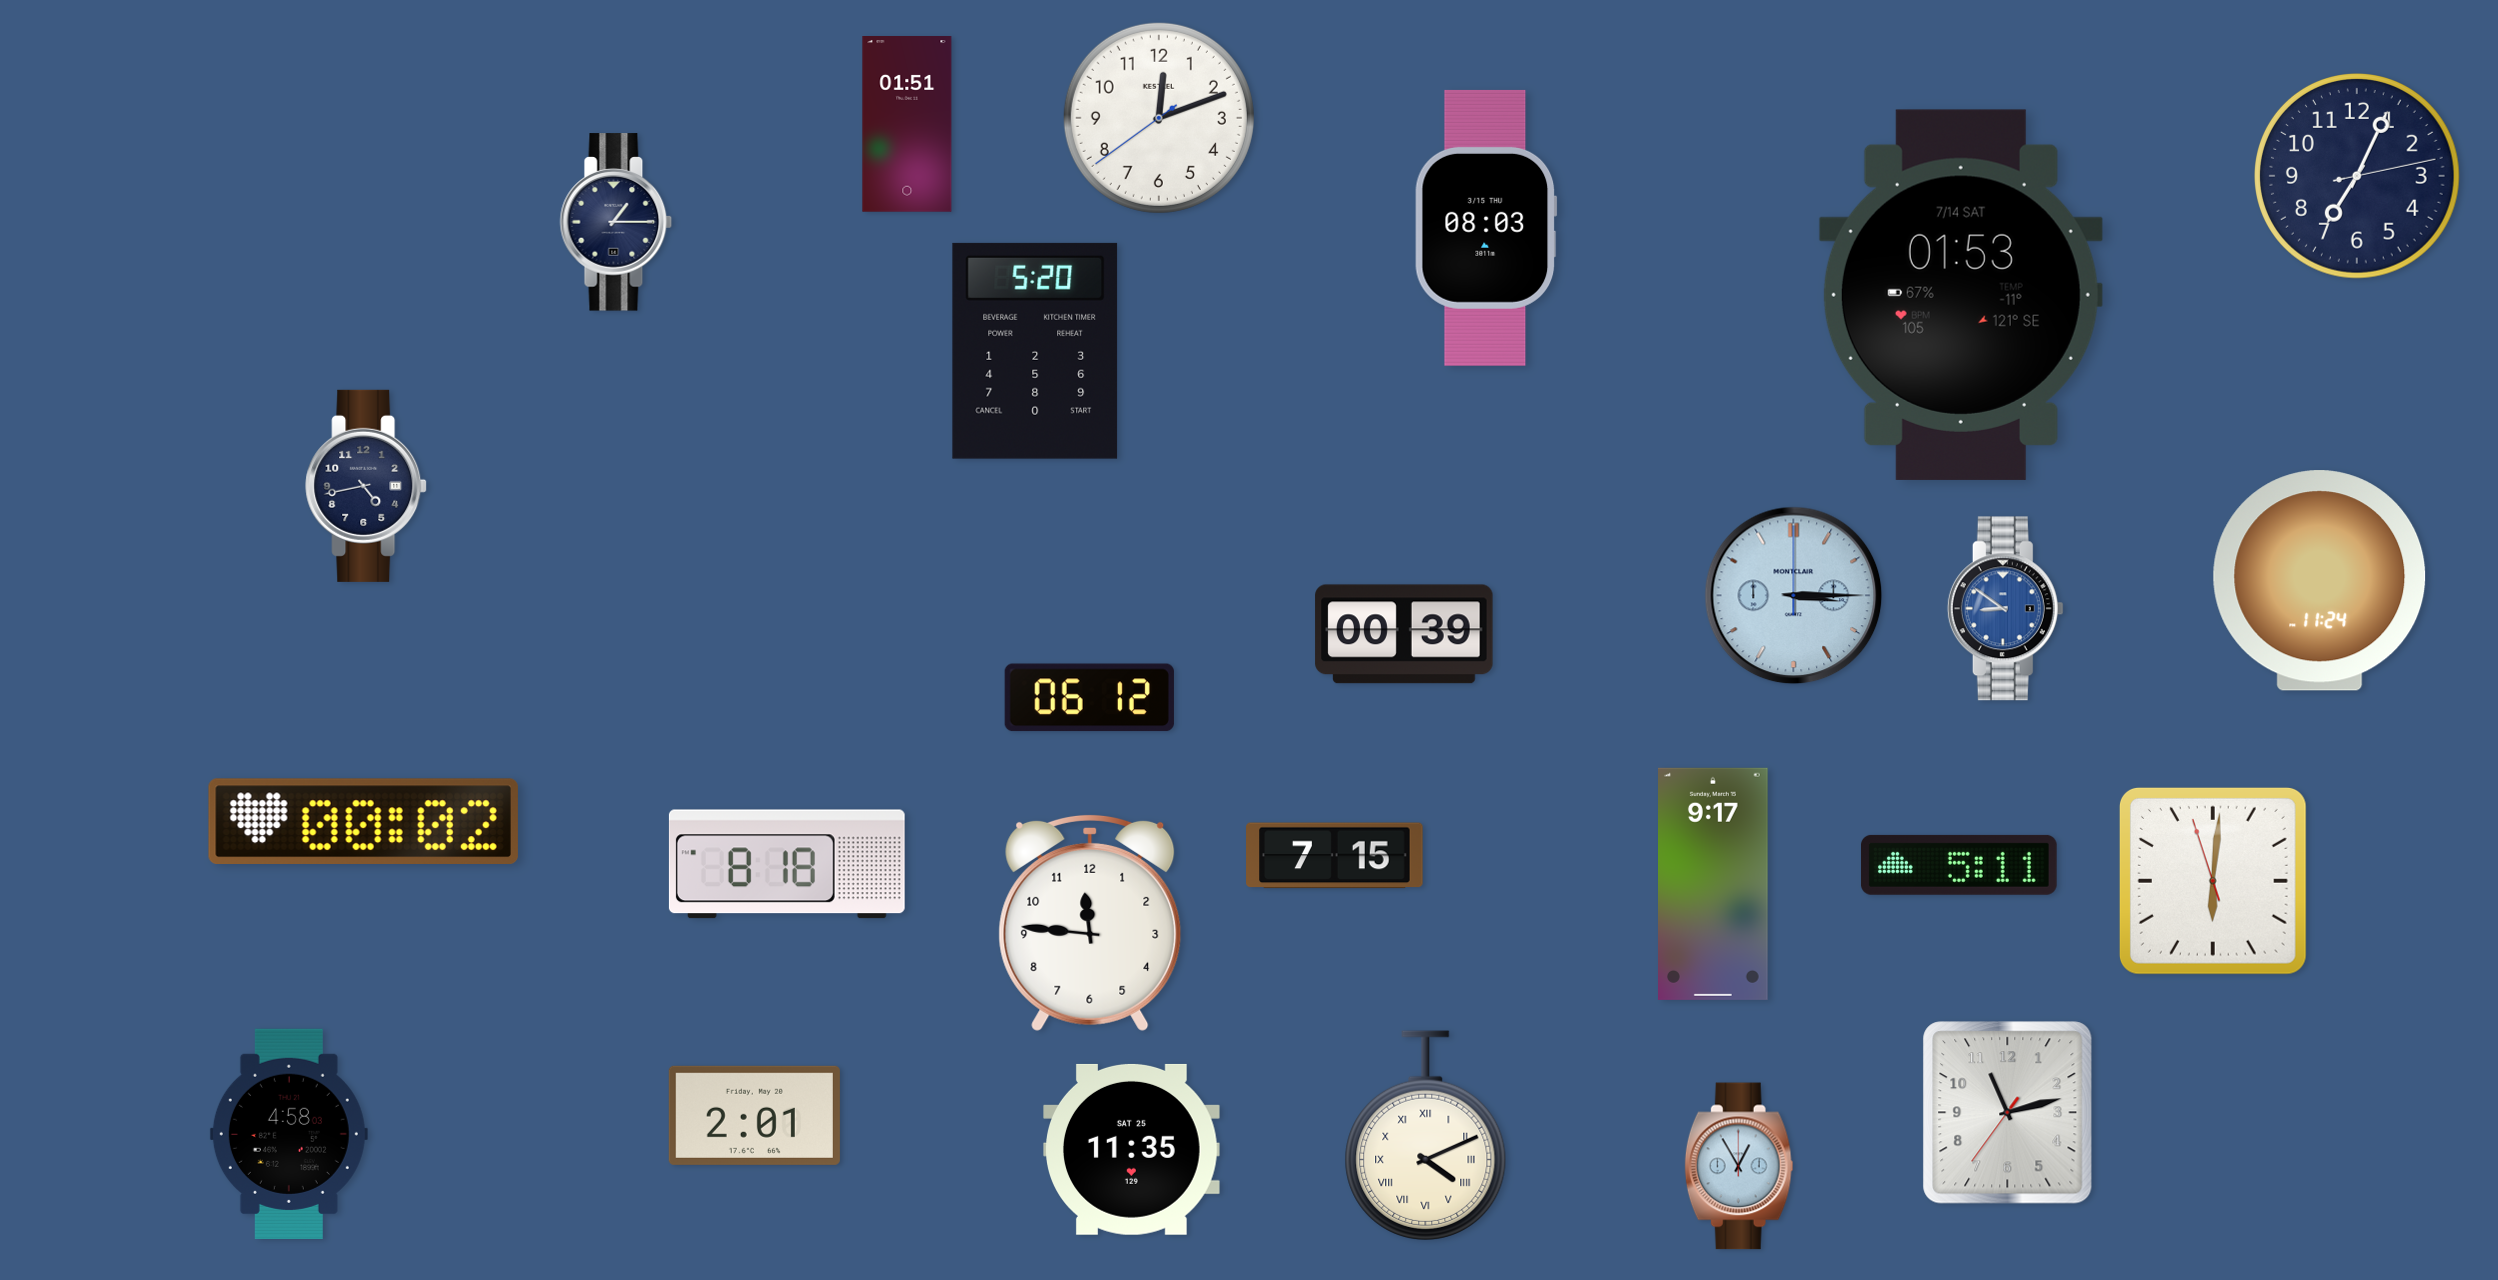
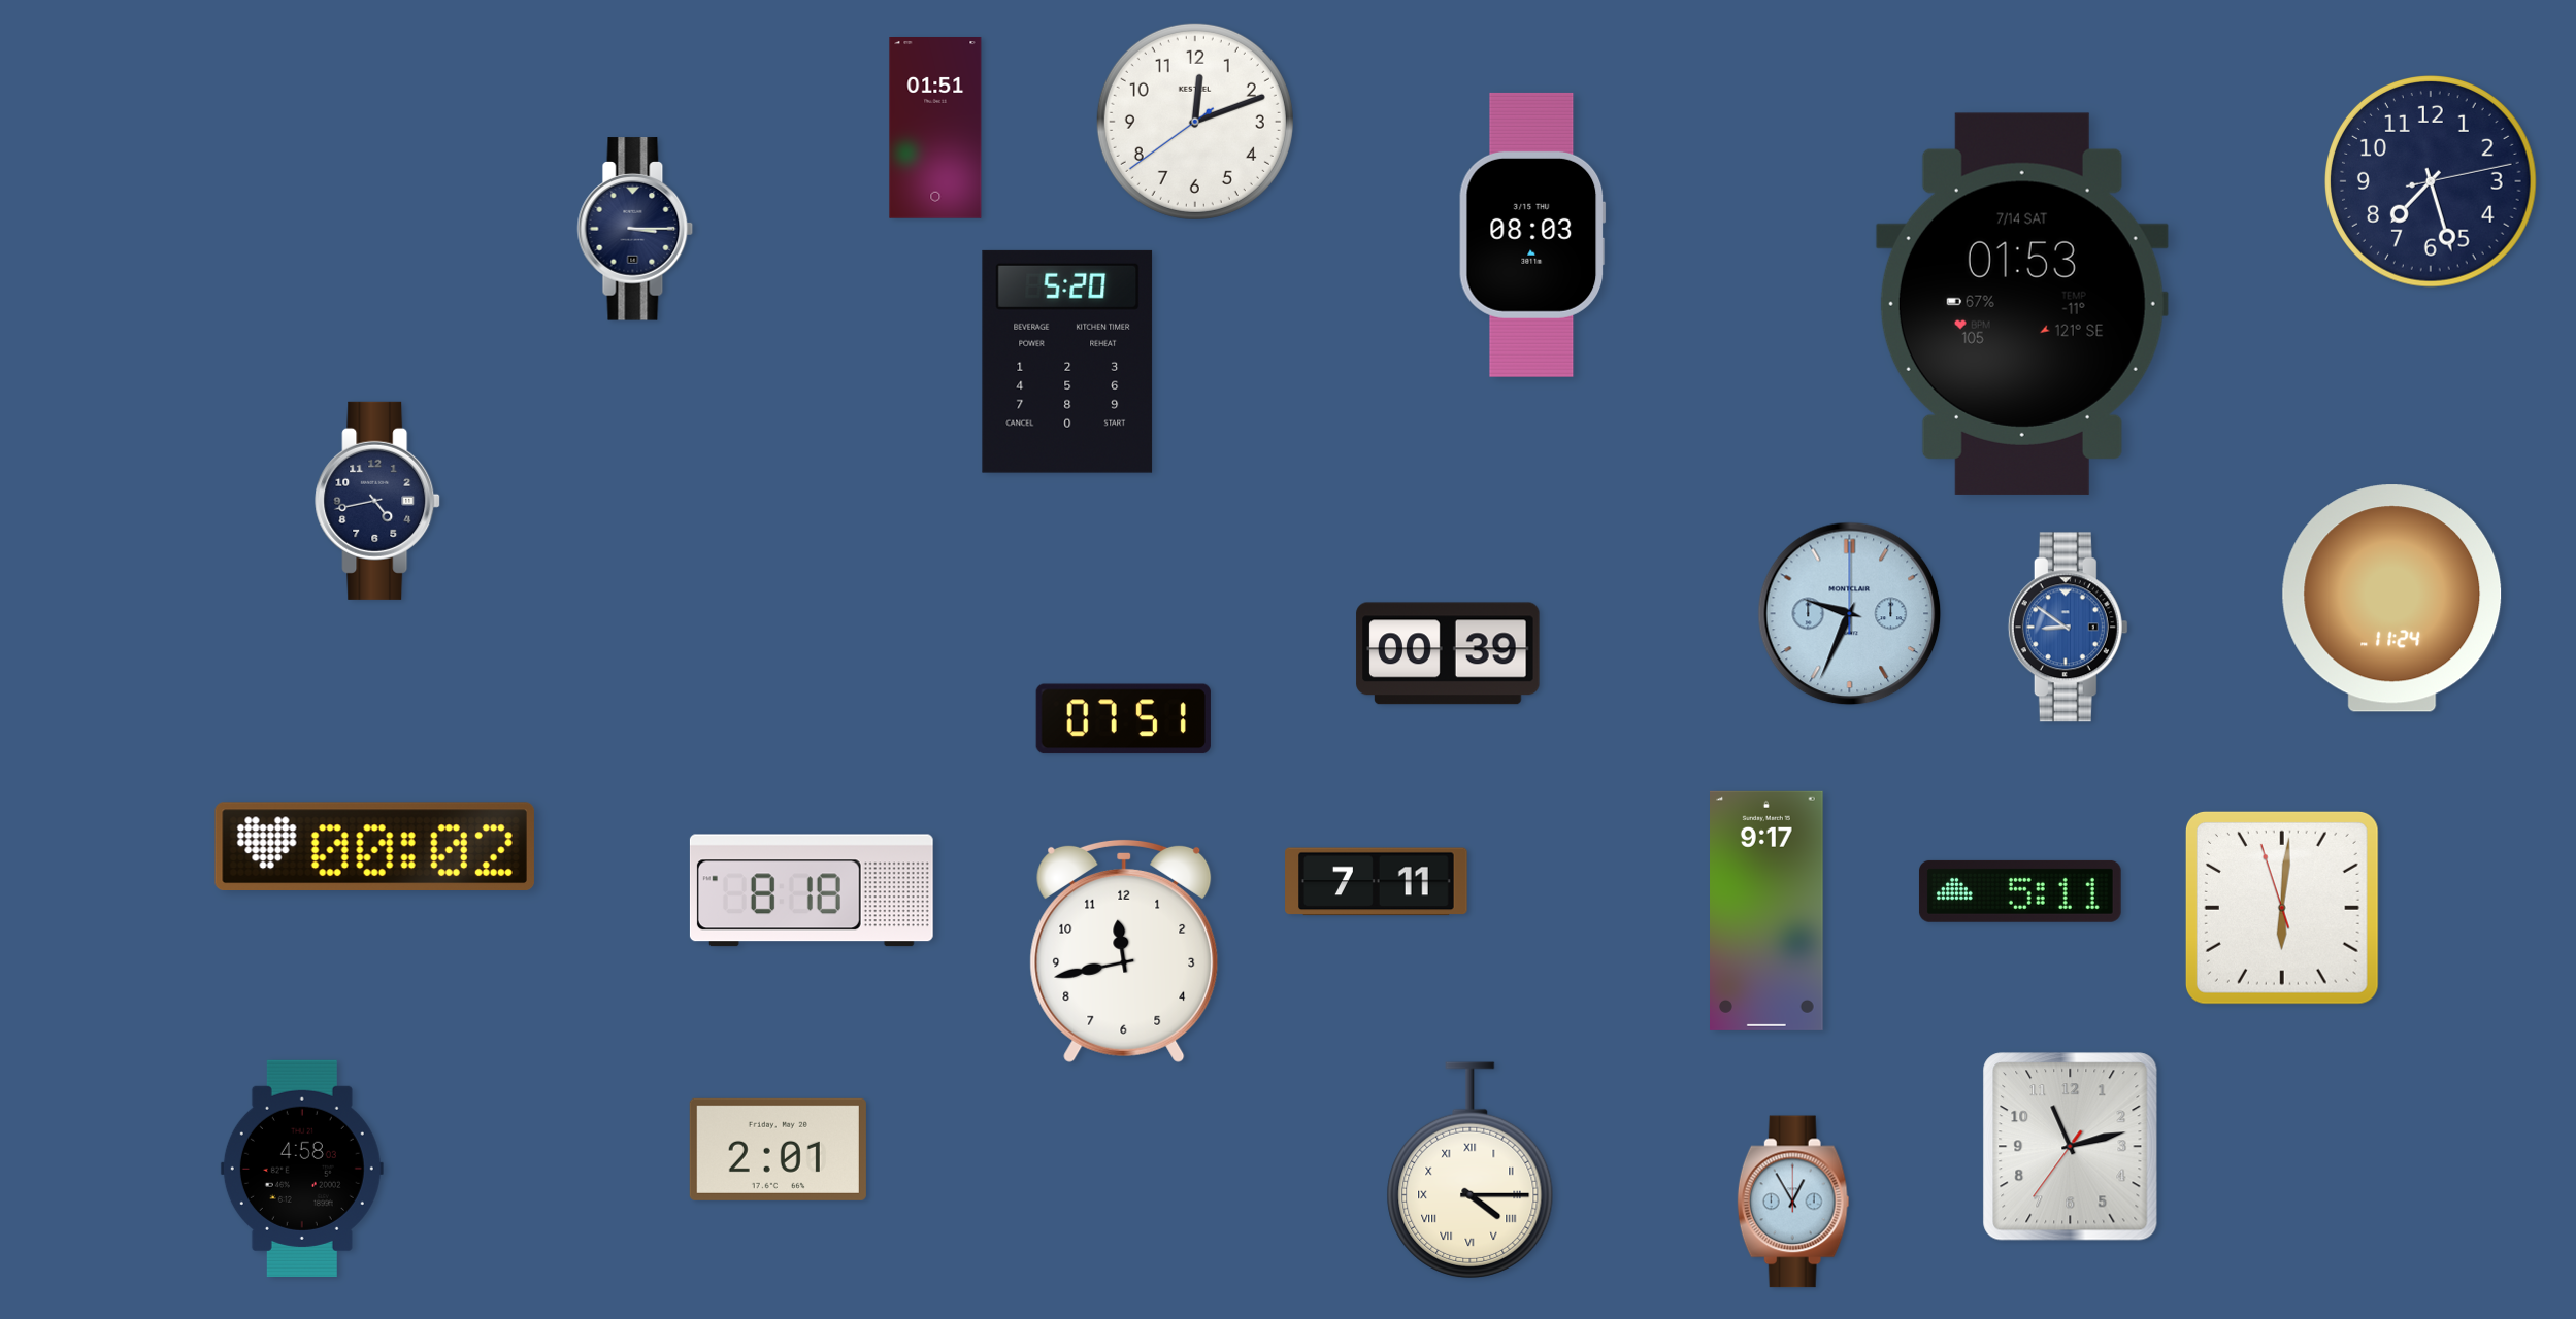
clock at (2358, 177): 7:04 -> 7:27
clock at (616, 222): 1:15 -> 3:15
clock at (1794, 596): 3:15 -> 9:34
clock at (1089, 698): 06:12 -> 07:51
clock at (1335, 856): 7:15 -> 7:11
clock at (1090, 922): 11:46 -> 11:43
clock at (289, 1134) position: (289, 1134) -> (302, 1169)
clock at (1426, 1135): 4:11 -> 4:15
clock at (1132, 1149): 11:35 -> none
